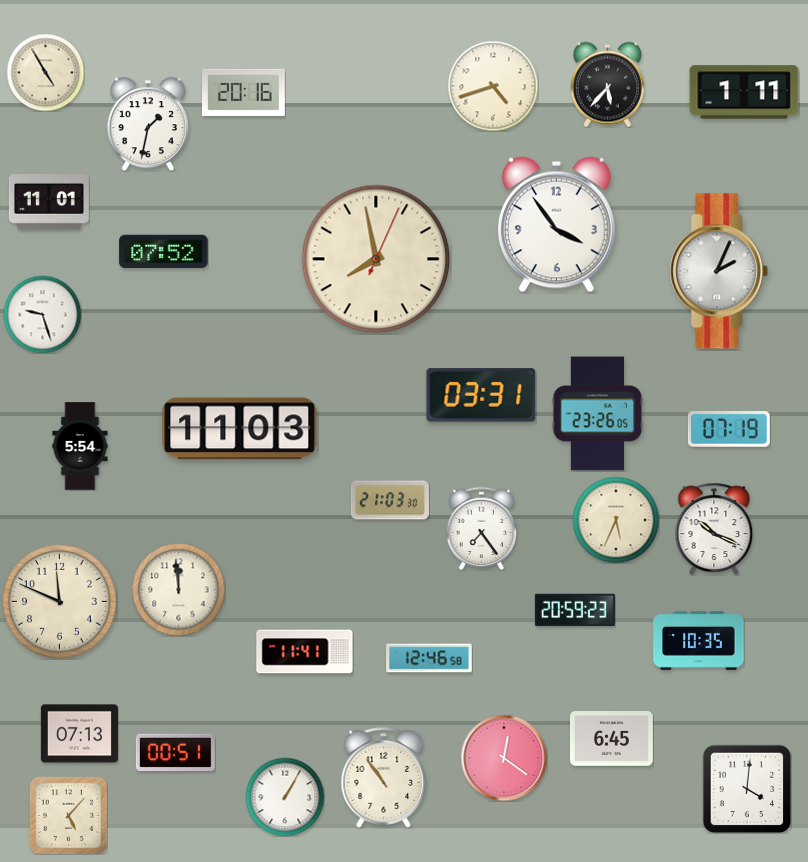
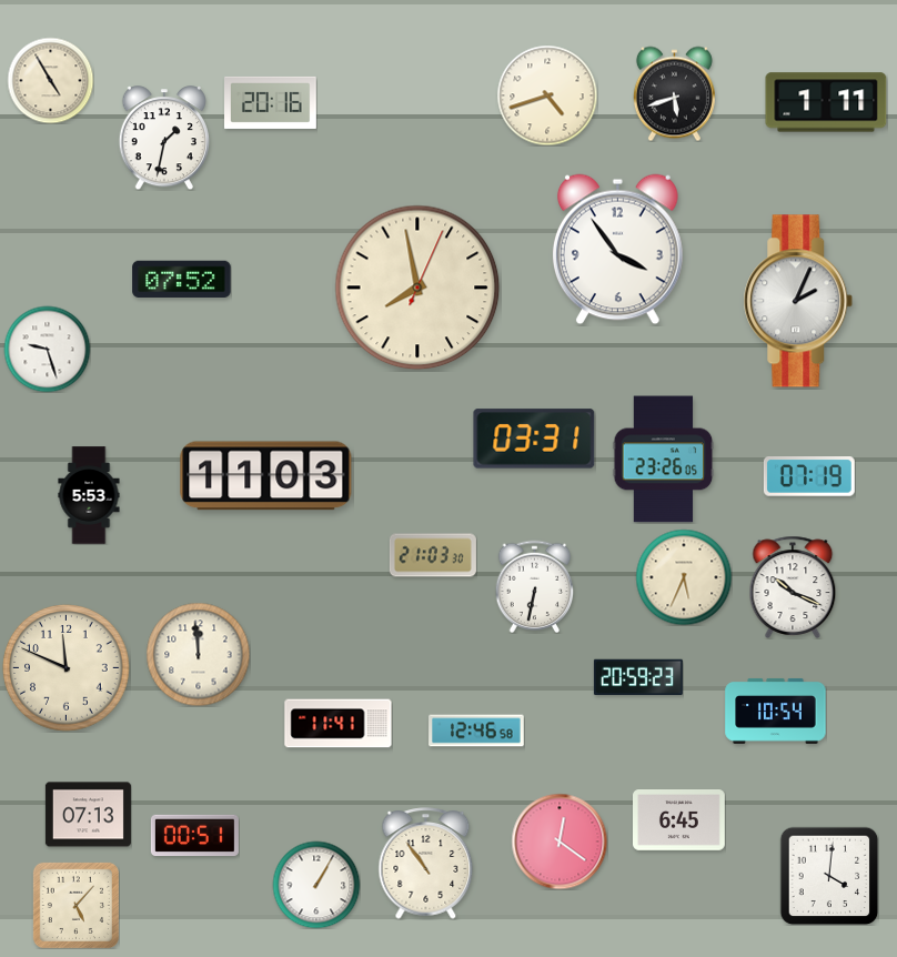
clock at (607, 84): 5:37 -> 5:42
clock at (49, 202): 11:01 -> none
clock at (80, 446): 5:54 -> 5:53
clock at (482, 528): 7:24 -> 6:32
clock at (699, 641): 10:35 -> 10:54
